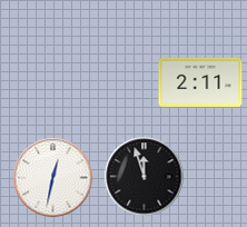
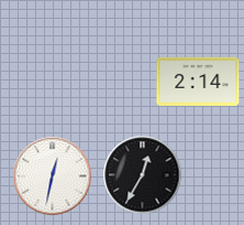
clock at (200, 82): 2:11 -> 2:14
clock at (145, 177): 11:57 -> 12:35
